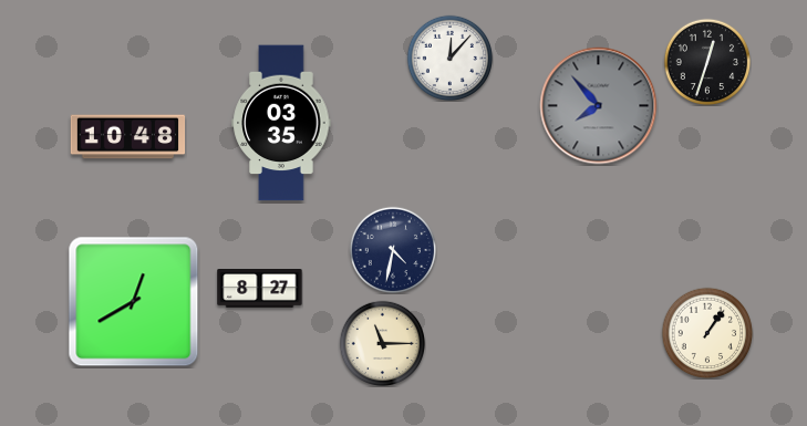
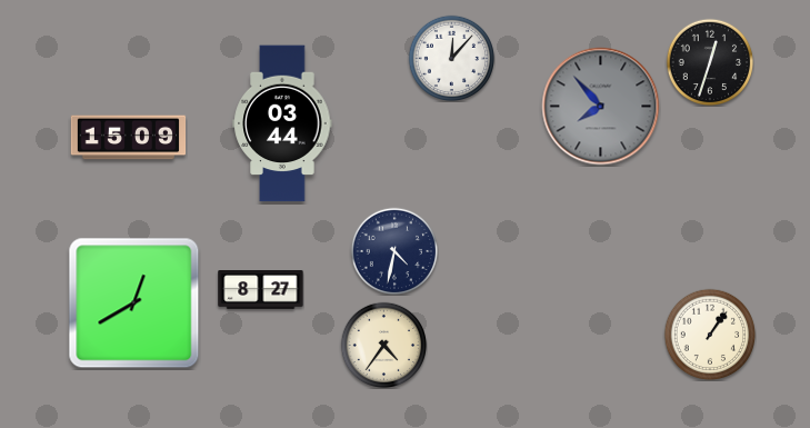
clock at (281, 123): 03:35 -> 03:44
clock at (128, 137): 10:48 -> 15:09
clock at (382, 343): 11:15 -> 4:36
